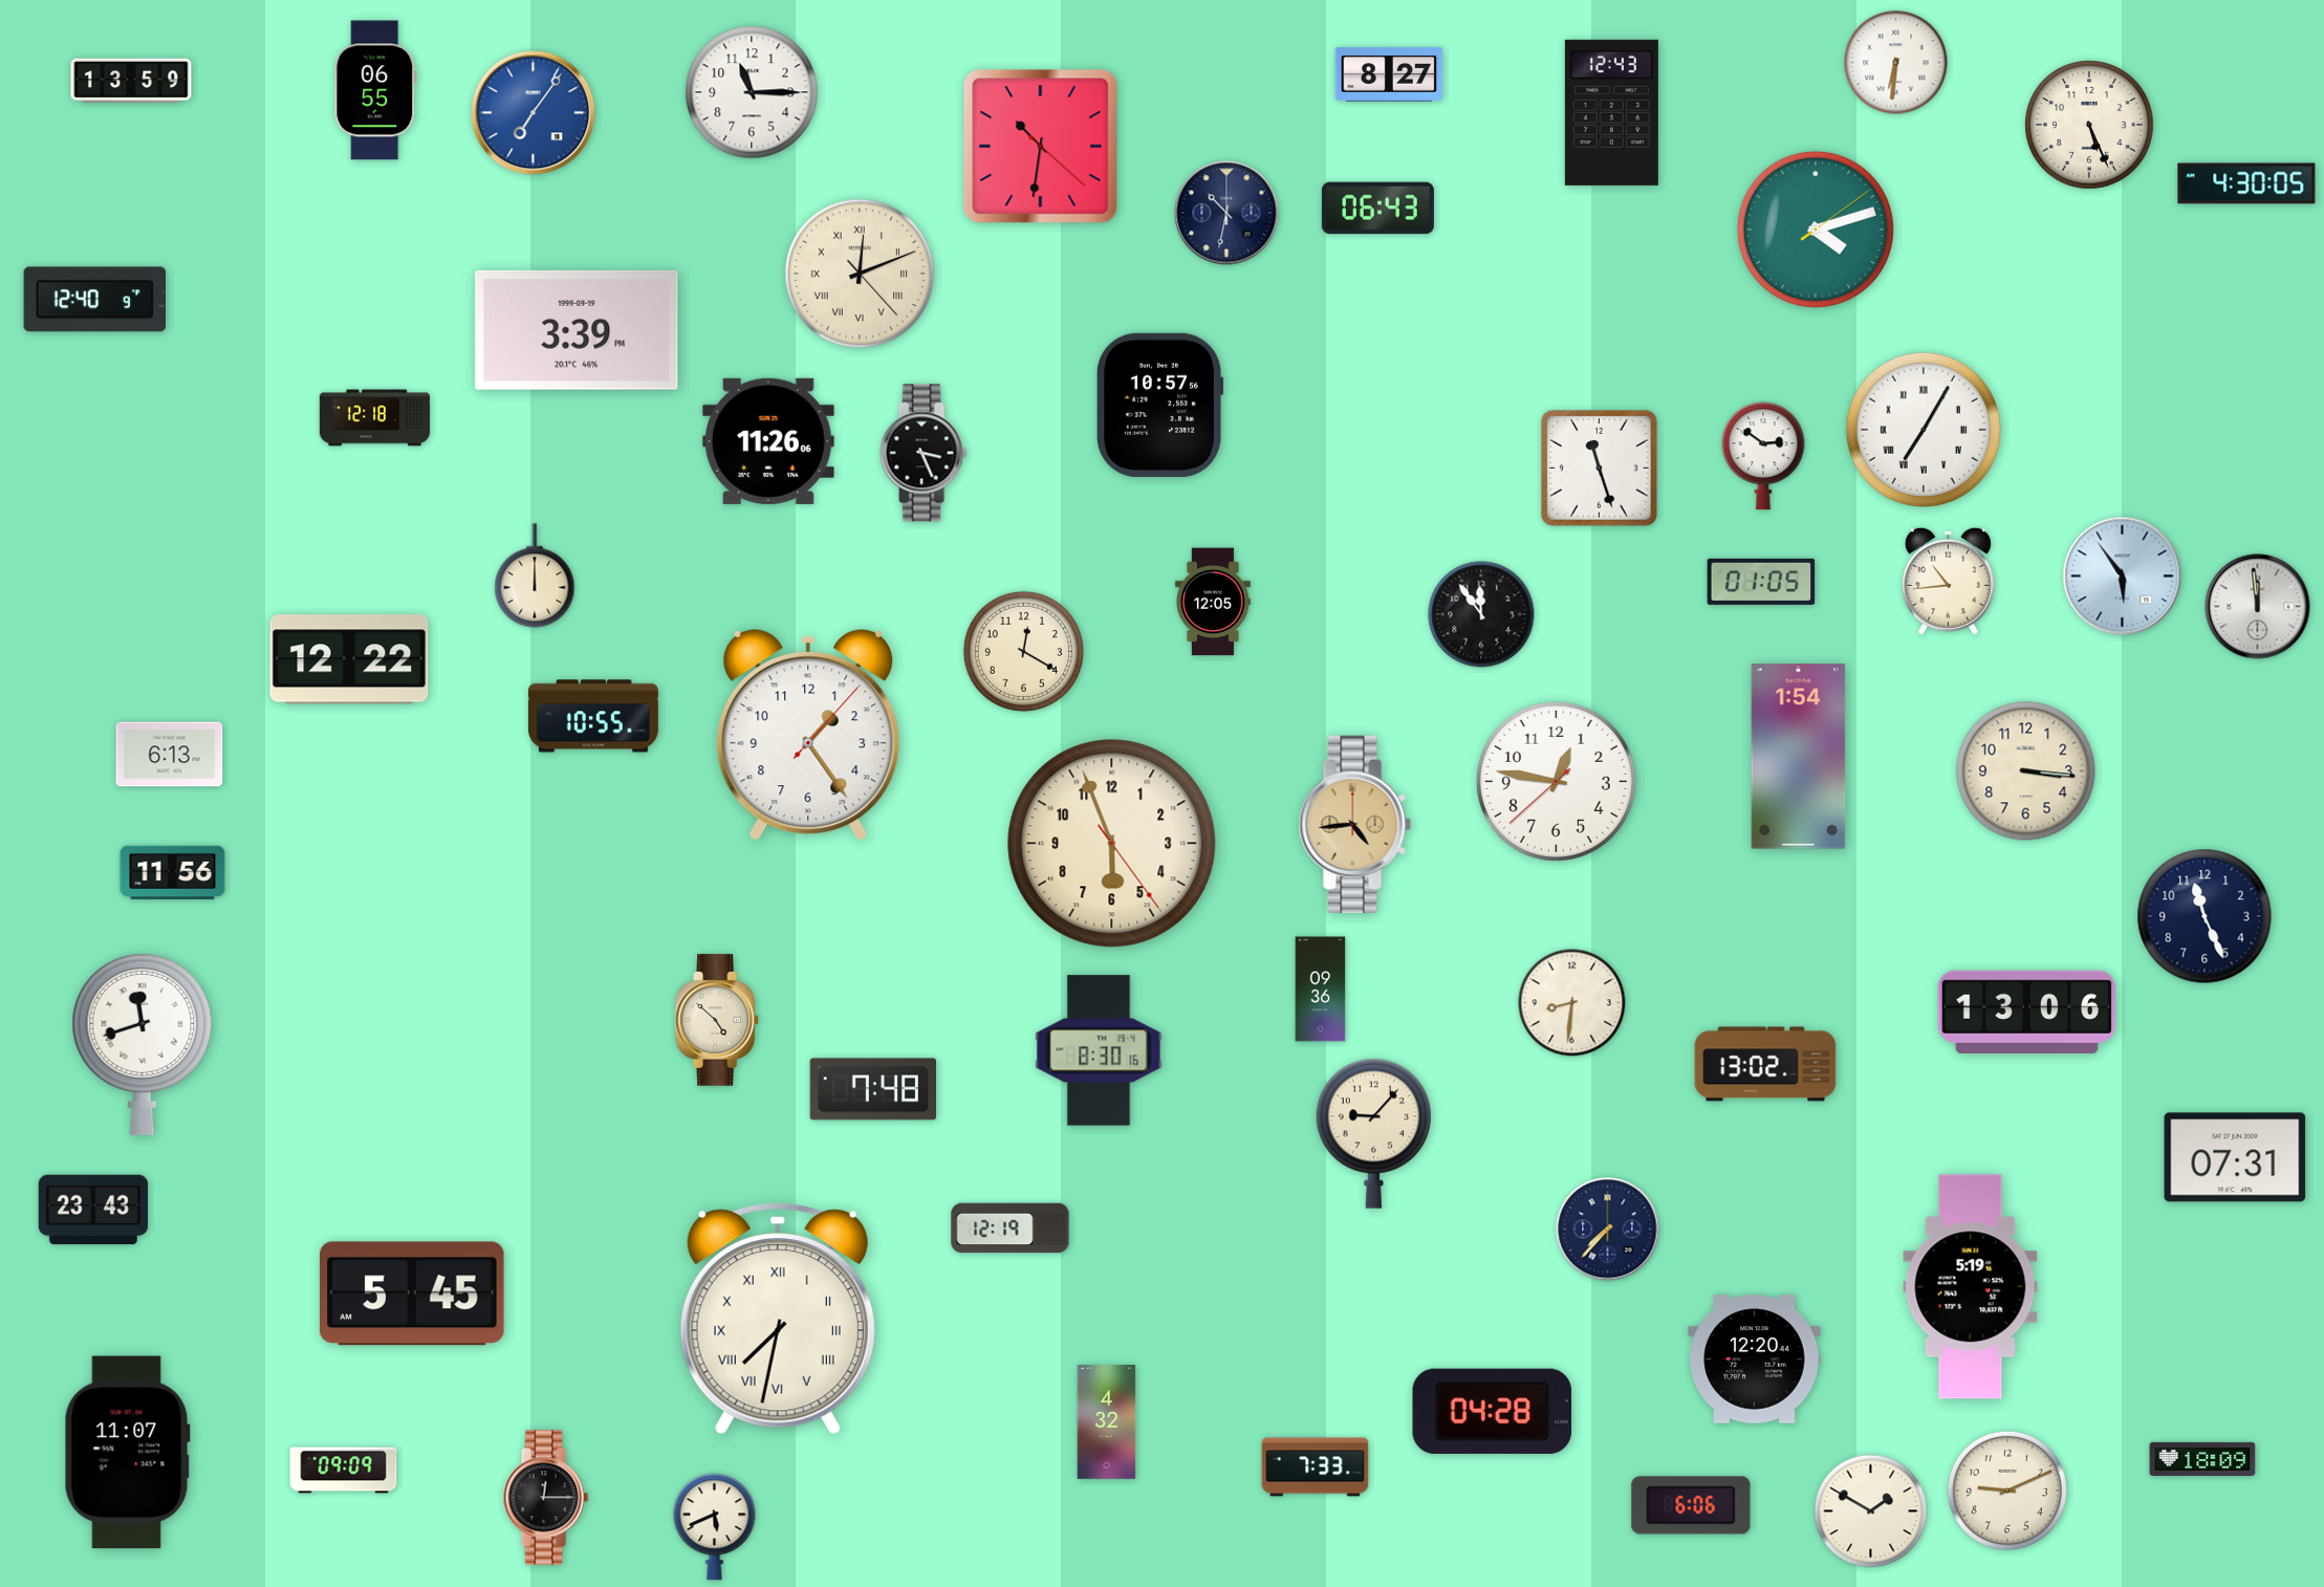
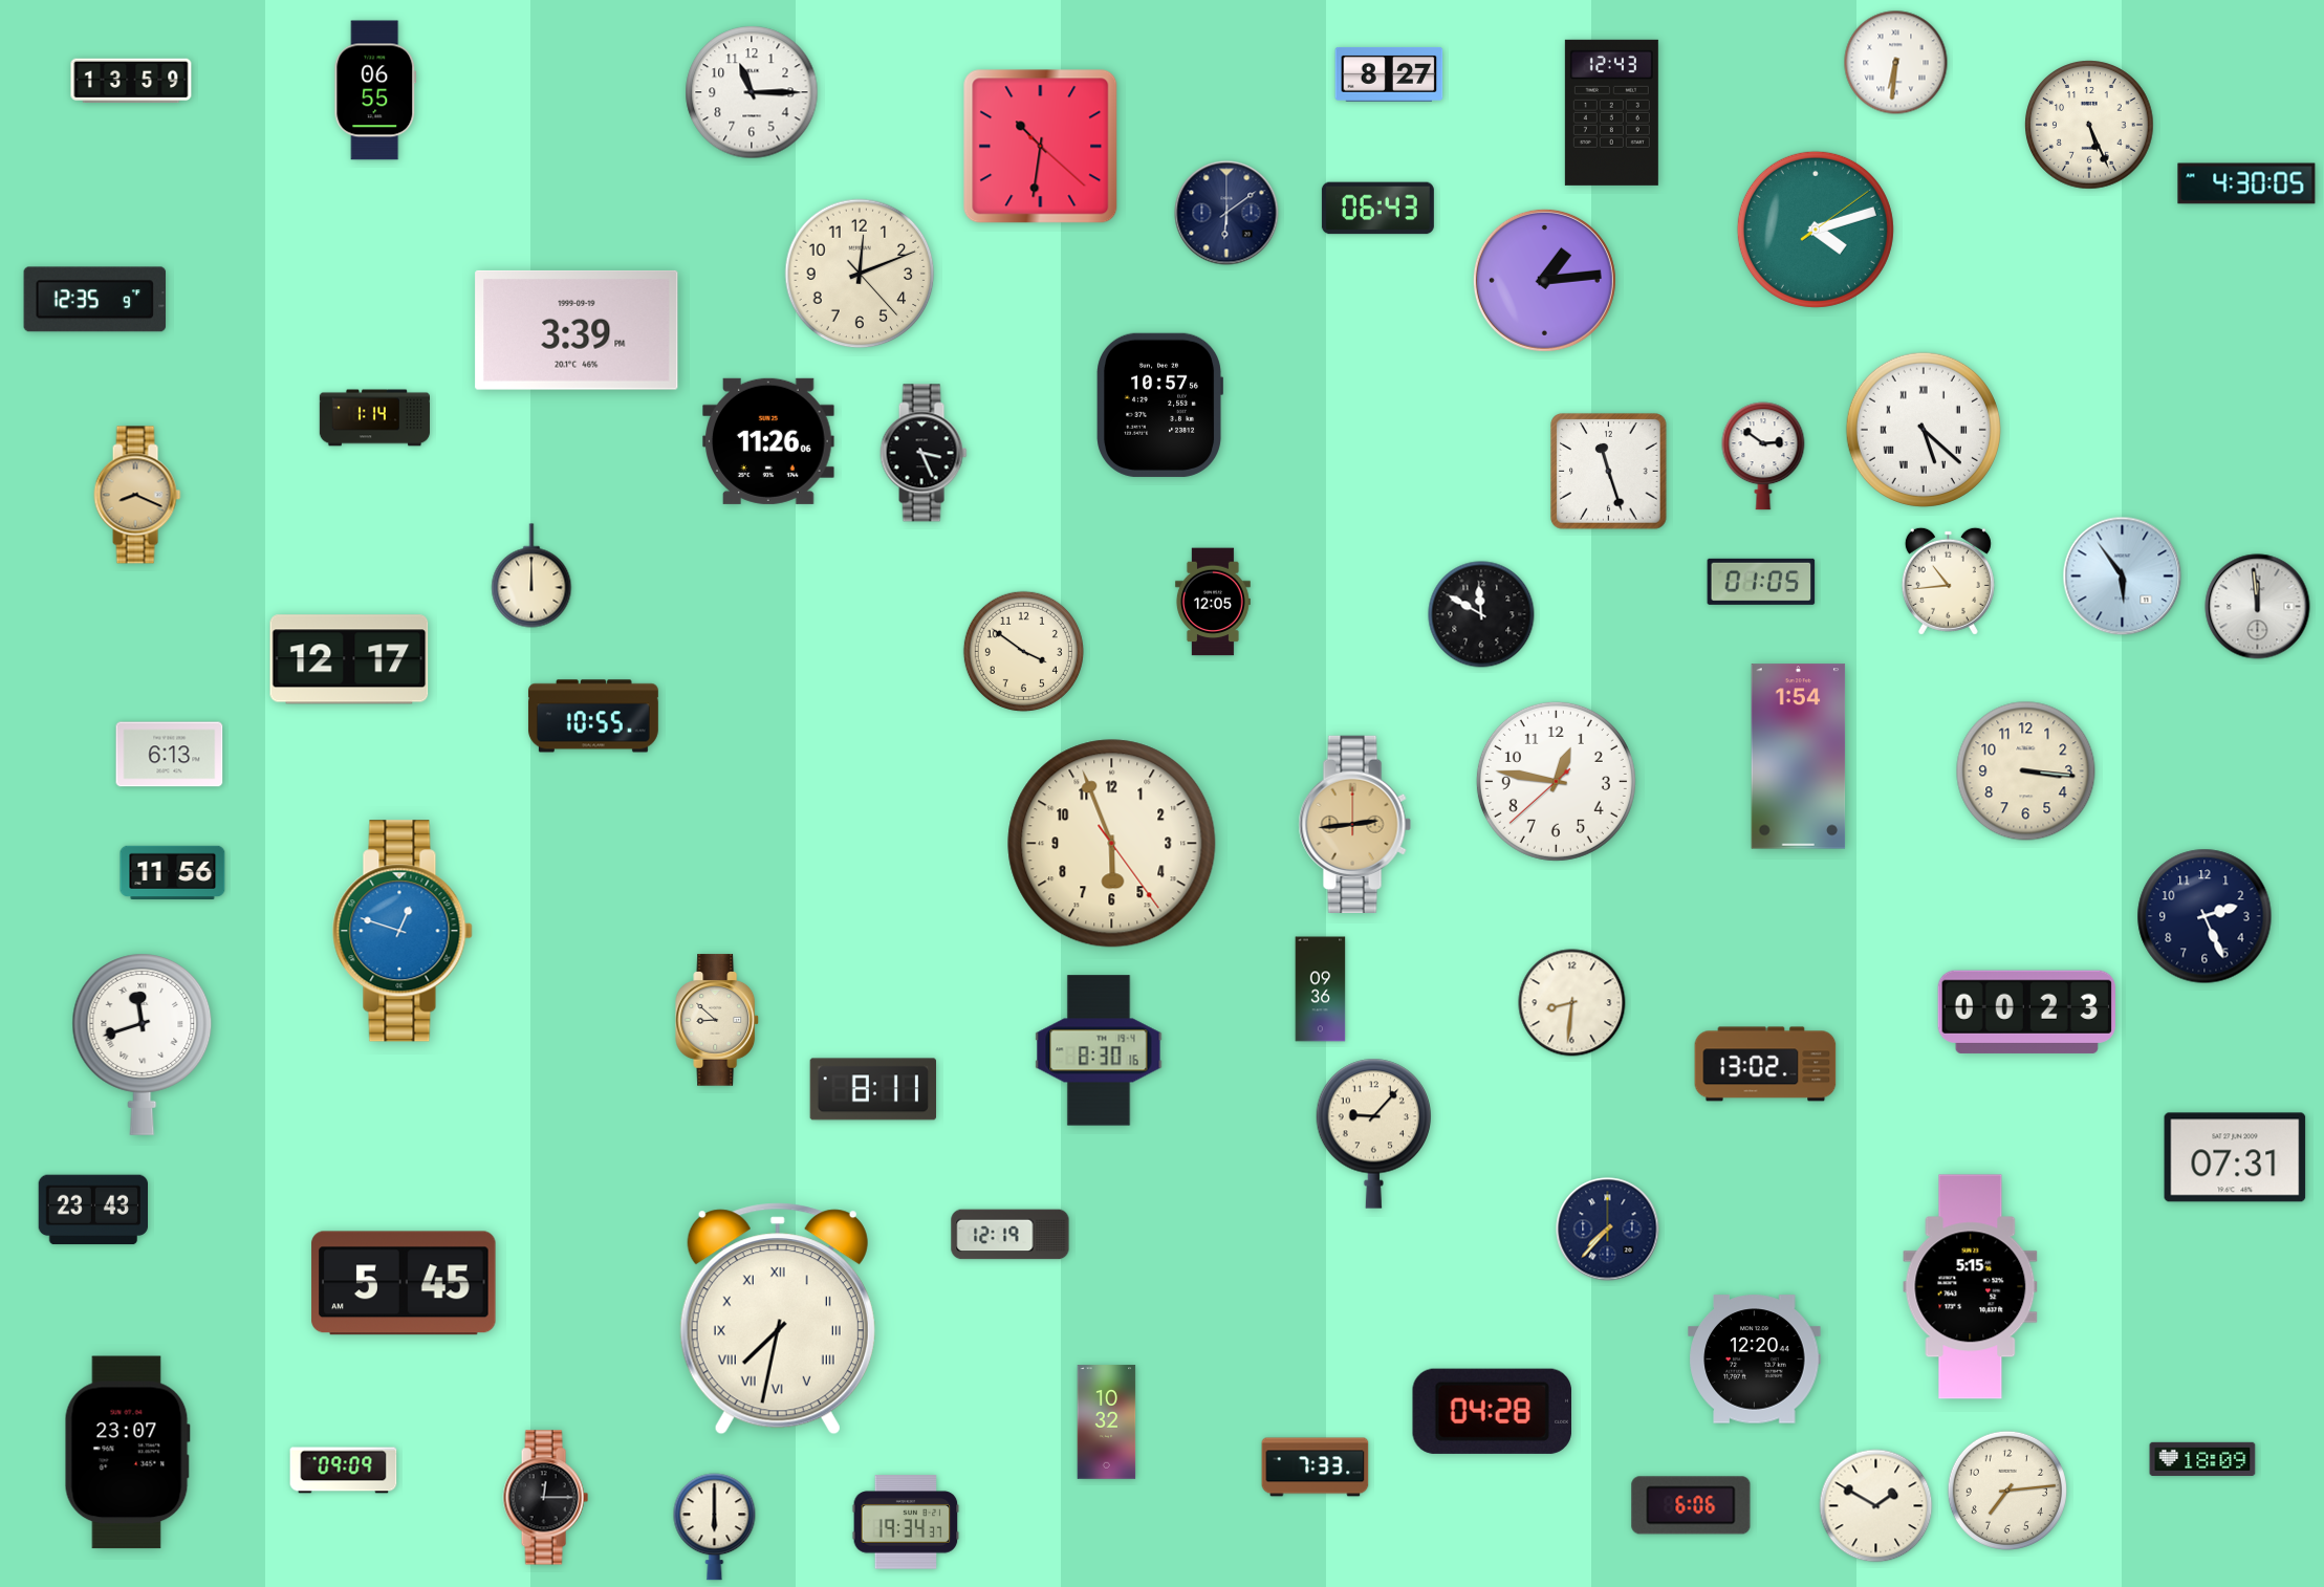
clock at (534, 113): 7:06 -> none
clock at (1226, 213): 10:32 -> 6:09
clock at (860, 274) numerals: Roman -> Arabic
clock at (1544, 280): none -> 1:14
clock at (95, 300): 12:40 -> 12:35
clock at (374, 418): 12:18 -> 1:14
clock at (1924, 430): 7:05 -> 5:22
clock at (1600, 469) position: (1600, 469) -> (1609, 472)
clock at (137, 495): none -> 8:19
clock at (535, 575) position: (535, 575) -> (531, 575)
clock at (1481, 614): 11:54 -> 11:50
clock at (1023, 651): 12:20 -> 3:51
clock at (349, 659): 12:22 -> 12:17
clock at (808, 735): 1:24 -> none
clock at (1354, 824): 4:44 -> 2:44
clock at (2204, 916): 11:26 -> 2:26
clock at (403, 931): none -> 12:48
clock at (2026, 1012): 13:06 -> 00:23
clock at (718, 1020): 4:52 -> 8:52
clock at (872, 1089): 7:48 -> 8:11
clock at (1011, 1229) position: (1011, 1229) -> (1011, 1235)
clock at (1971, 1287): 5:19 -> 5:15
clock at (412, 1293) position: (412, 1293) -> (404, 1283)
clock at (1107, 1422): 4:32 -> 10:32
clock at (127, 1453): 11:07 -> 23:07
clock at (2007, 1491): 9:11 -> 7:14
clock at (1871, 1512) position: (1871, 1512) -> (1876, 1506)
clock at (906, 1522): none -> 19:34
clock at (715, 1527): 5:41 -> 6:00
